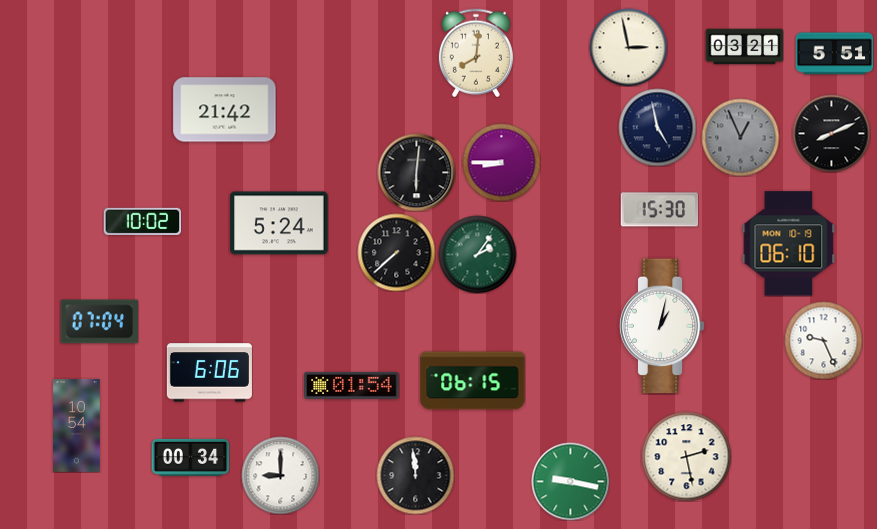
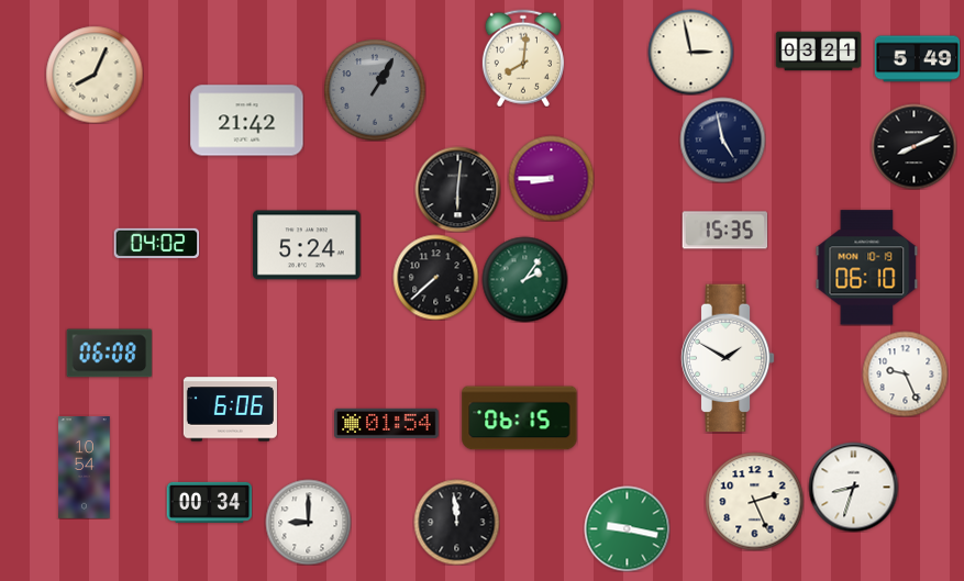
clock at (834, 54): 5:51 -> 5:49
clock at (95, 75): none -> 8:04
clock at (375, 90): none -> 1:05
clock at (740, 137): 12:56 -> none
clock at (659, 210): 15:30 -> 15:35
clock at (142, 221): 10:02 -> 04:02
clock at (99, 322): 07:04 -> 06:08
clock at (662, 326): 1:02 -> 1:50
clock at (853, 487): none -> 8:33
clock at (686, 456): 2:28 -> 2:26
